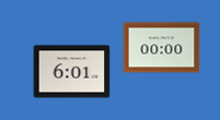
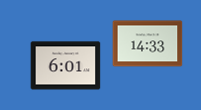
clock at (162, 48): 00:00 -> 14:33
